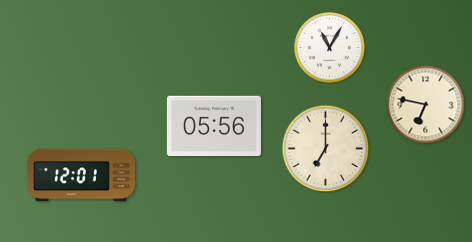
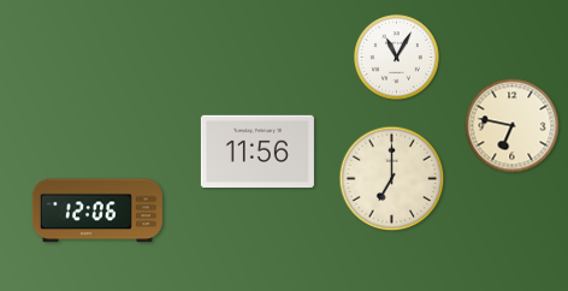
clock at (214, 126): 05:56 -> 11:56
clock at (81, 175): 12:01 -> 12:06
